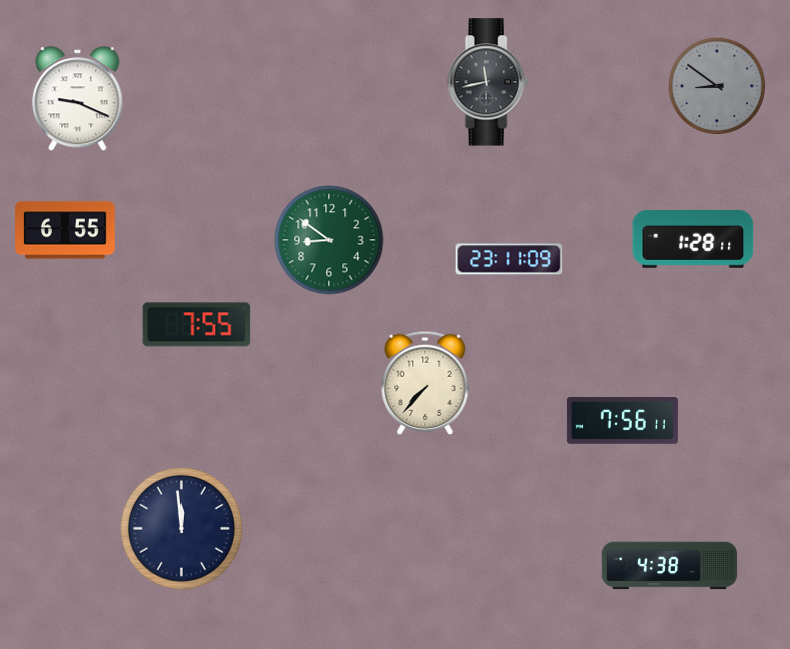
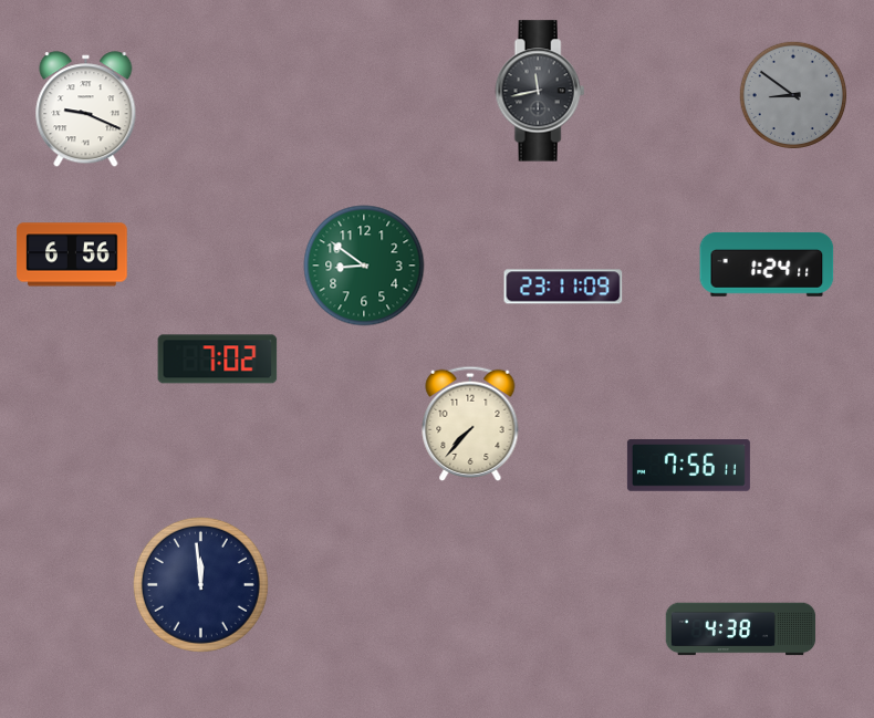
clock at (65, 230): 6:55 -> 6:56
clock at (693, 239): 1:28 -> 1:24
clock at (197, 325): 7:55 -> 7:02
clock at (670, 566) position: (670, 566) -> (741, 629)
